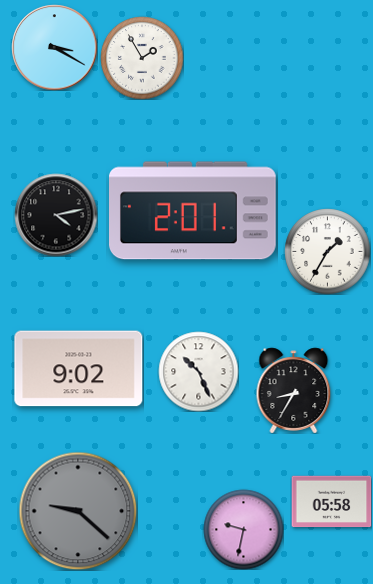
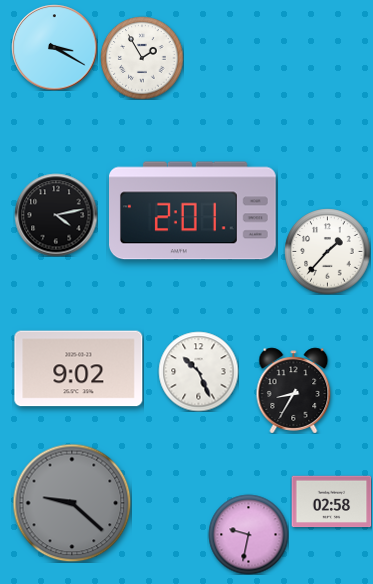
clock at (327, 251): 1:35 -> 1:37
clock at (331, 502): 05:58 -> 02:58
clock at (78, 511) position: (78, 511) -> (72, 503)
clock at (243, 529) position: (243, 529) -> (248, 534)
